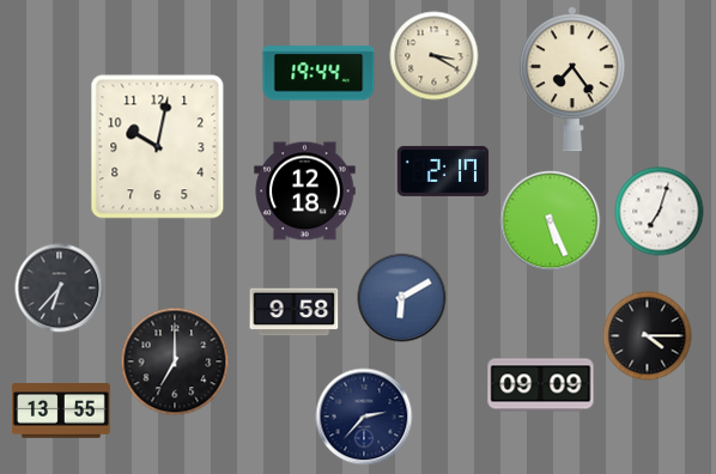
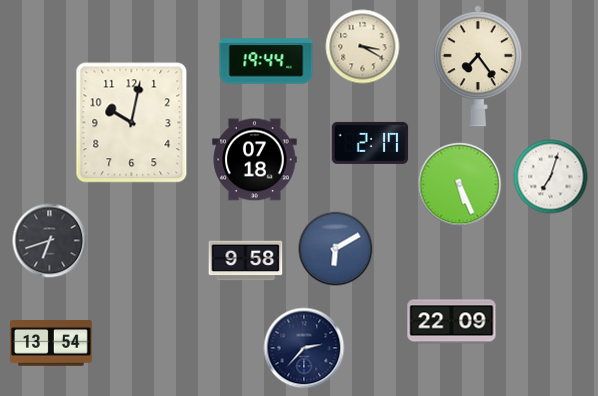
clock at (305, 192): 12:18 -> 07:18
clock at (60, 288): 6:37 -> 6:42
clock at (648, 336): 4:15 -> none
clock at (175, 361): 7:00 -> none
clock at (541, 385): 09:09 -> 22:09
clock at (62, 411): 13:55 -> 13:54
